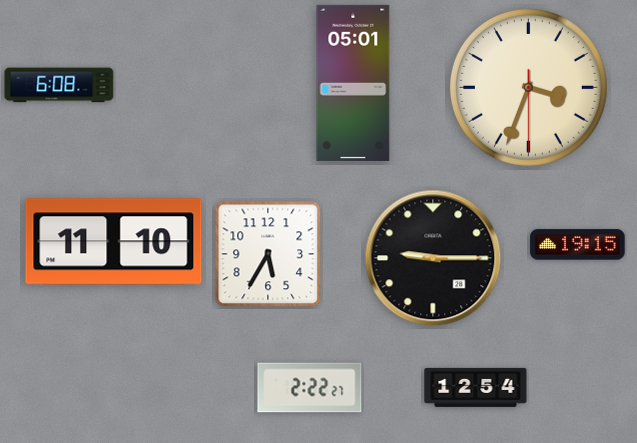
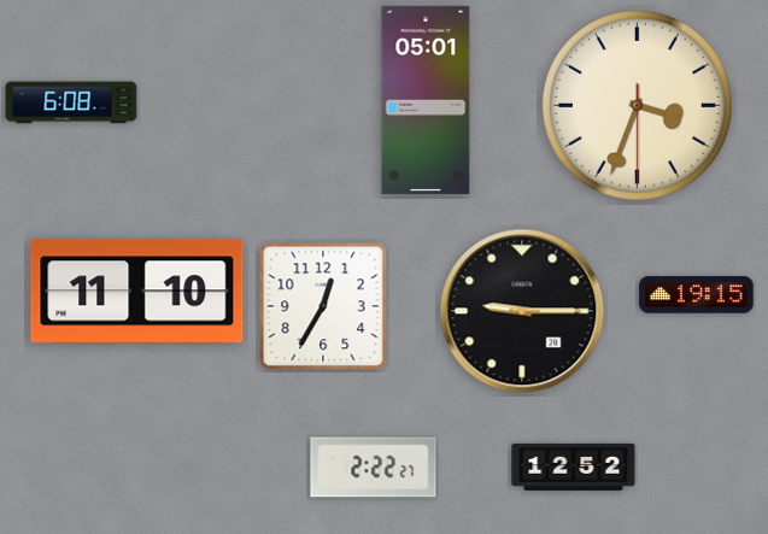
clock at (268, 254): 5:35 -> 12:35
clock at (476, 387): 12:54 -> 12:52
